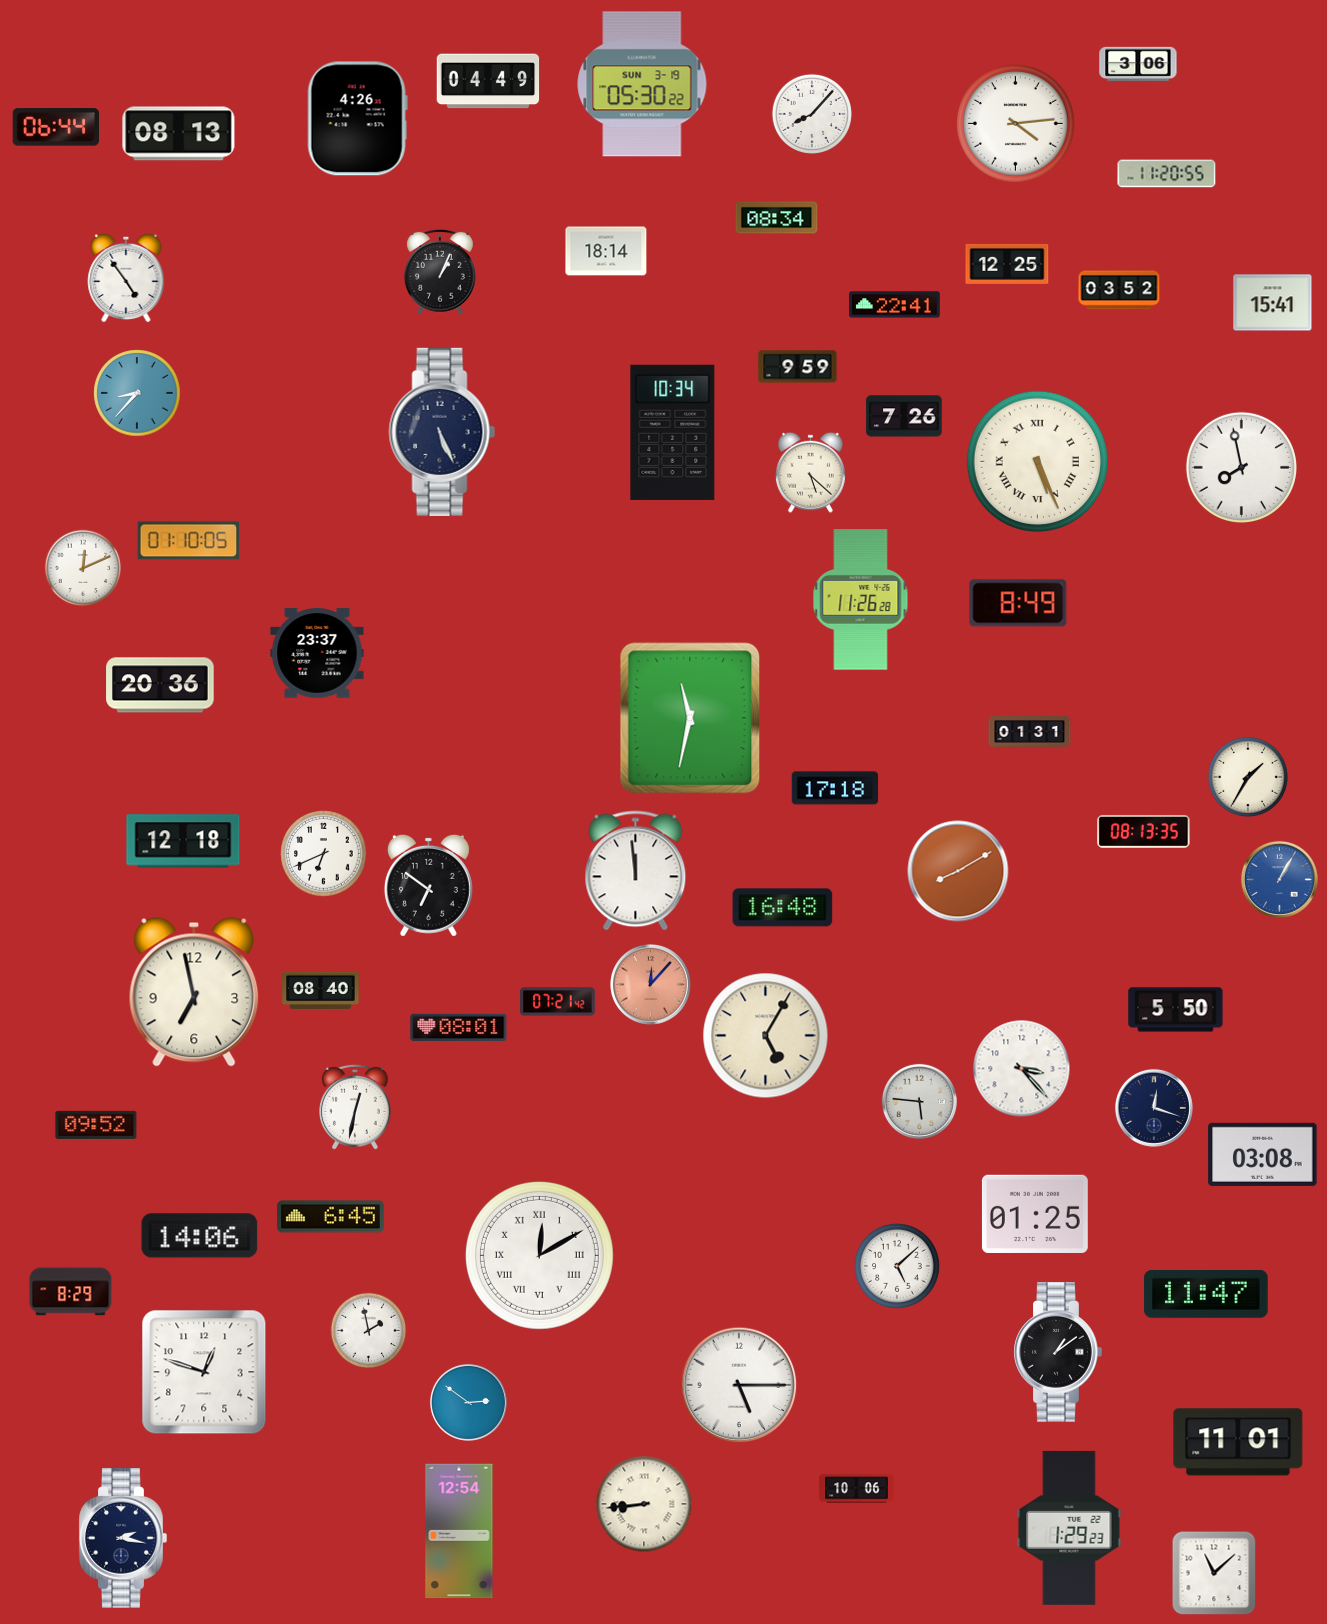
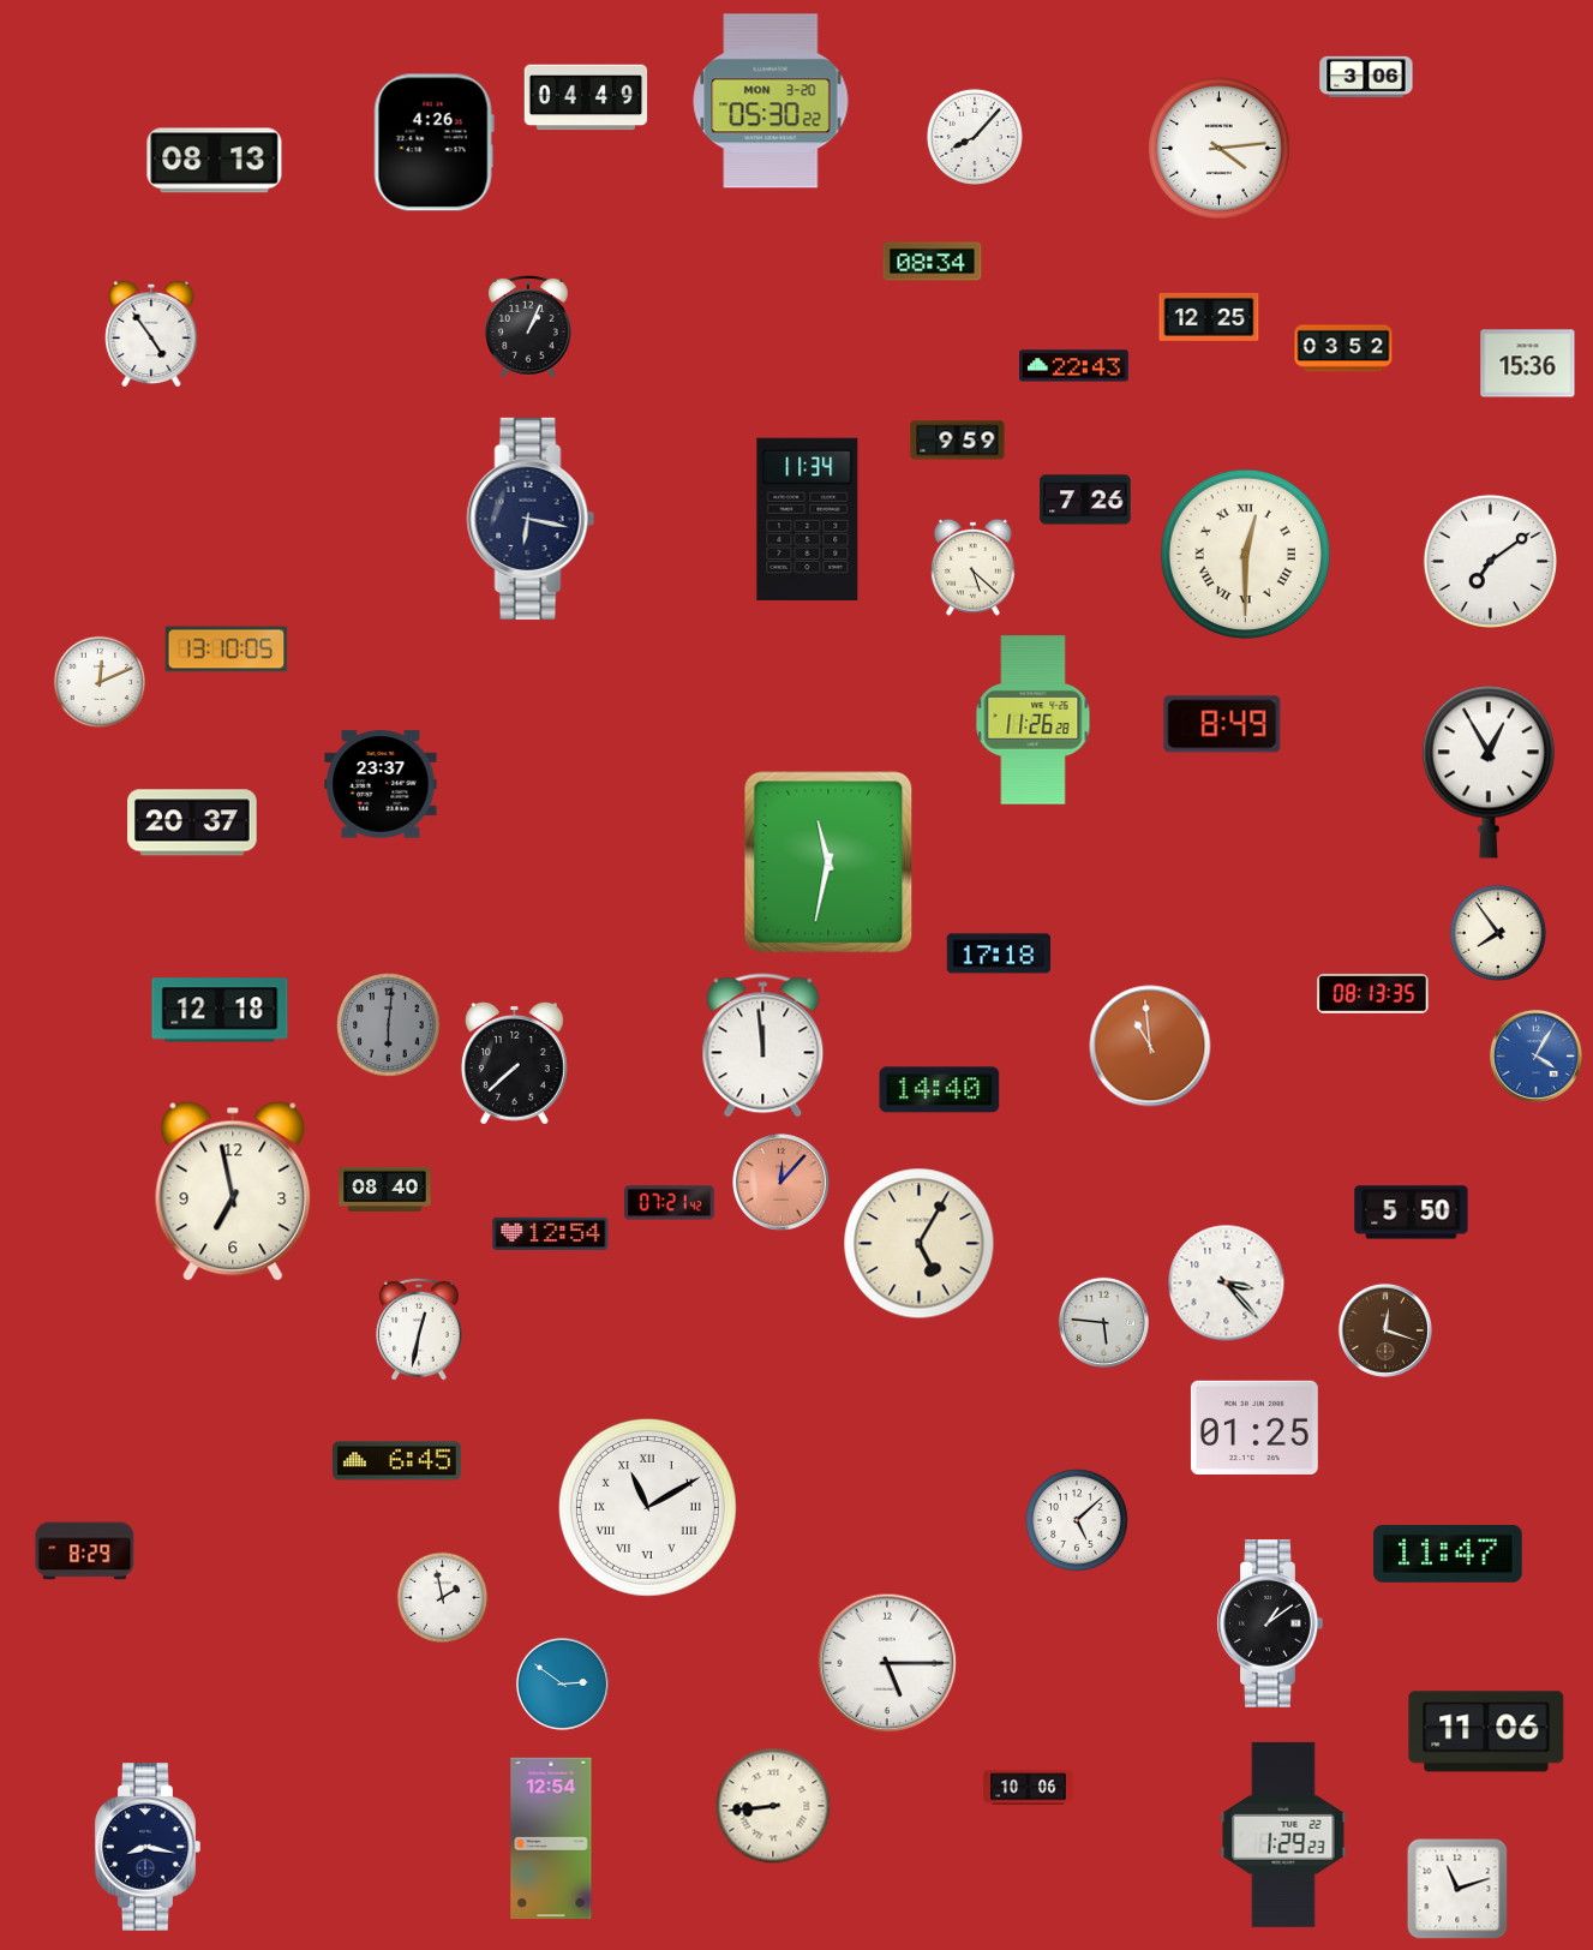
clock at (642, 84) date: SUN 3-19 -> MON 3-20
clock at (357, 119) position: (357, 119) -> (433, 143)
clock at (55, 127): 06:44 -> none
clock at (1167, 174): 11:20 -> none
clock at (606, 251): 18:14 -> none
clock at (1273, 303): 15:41 -> 15:36
clock at (895, 305): 22:41 -> 22:43
clock at (137, 393): 8:37 -> none
clock at (442, 432): 5:26 -> 6:17
clock at (673, 432): 10:34 -> 11:34
clock at (1037, 461): 5:26 -> 12:30
clock at (1241, 467): 7:58 -> 7:09
clock at (189, 541): 01:10 -> 13:10
clock at (1489, 772): none -> 12:55
clock at (160, 685): 20:36 -> 20:37
clock at (1030, 732): 01:31 -> none
clock at (1248, 777): 1:35 -> 7:54
clock at (835, 788) position: (835, 788) -> (999, 953)
clock at (1144, 831) position: (1144, 831) -> (1373, 993)
clock at (324, 854): 6:41 -> 6:01
clock at (324, 854) dial: white -> grey
clock at (958, 871): 8:10 -> 10:59
clock at (1279, 879): 1:05 -> 4:05
clock at (428, 885): 6:51 -> 7:38
clock at (783, 908): 16:48 -> 14:40
clock at (459, 1027): 08:01 -> 12:54
clock at (355, 1107) position: (355, 1107) -> (419, 1329)
clock at (1154, 1108) dial: navy -> brown
clock at (96, 1125): 09:52 -> none
clock at (1263, 1154): 03:08 -> none
clock at (1035, 1214) position: (1035, 1214) -> (1254, 1428)
clock at (200, 1236): 14:06 -> none
clock at (539, 1255): 12:10 -> 11:10
clock at (204, 1372): 12:48 -> none
clock at (1238, 1442): 11:01 -> 11:06
clock at (123, 1538): 2:17 -> 8:17
clock at (1214, 1573): 11:08 -> 11:12
